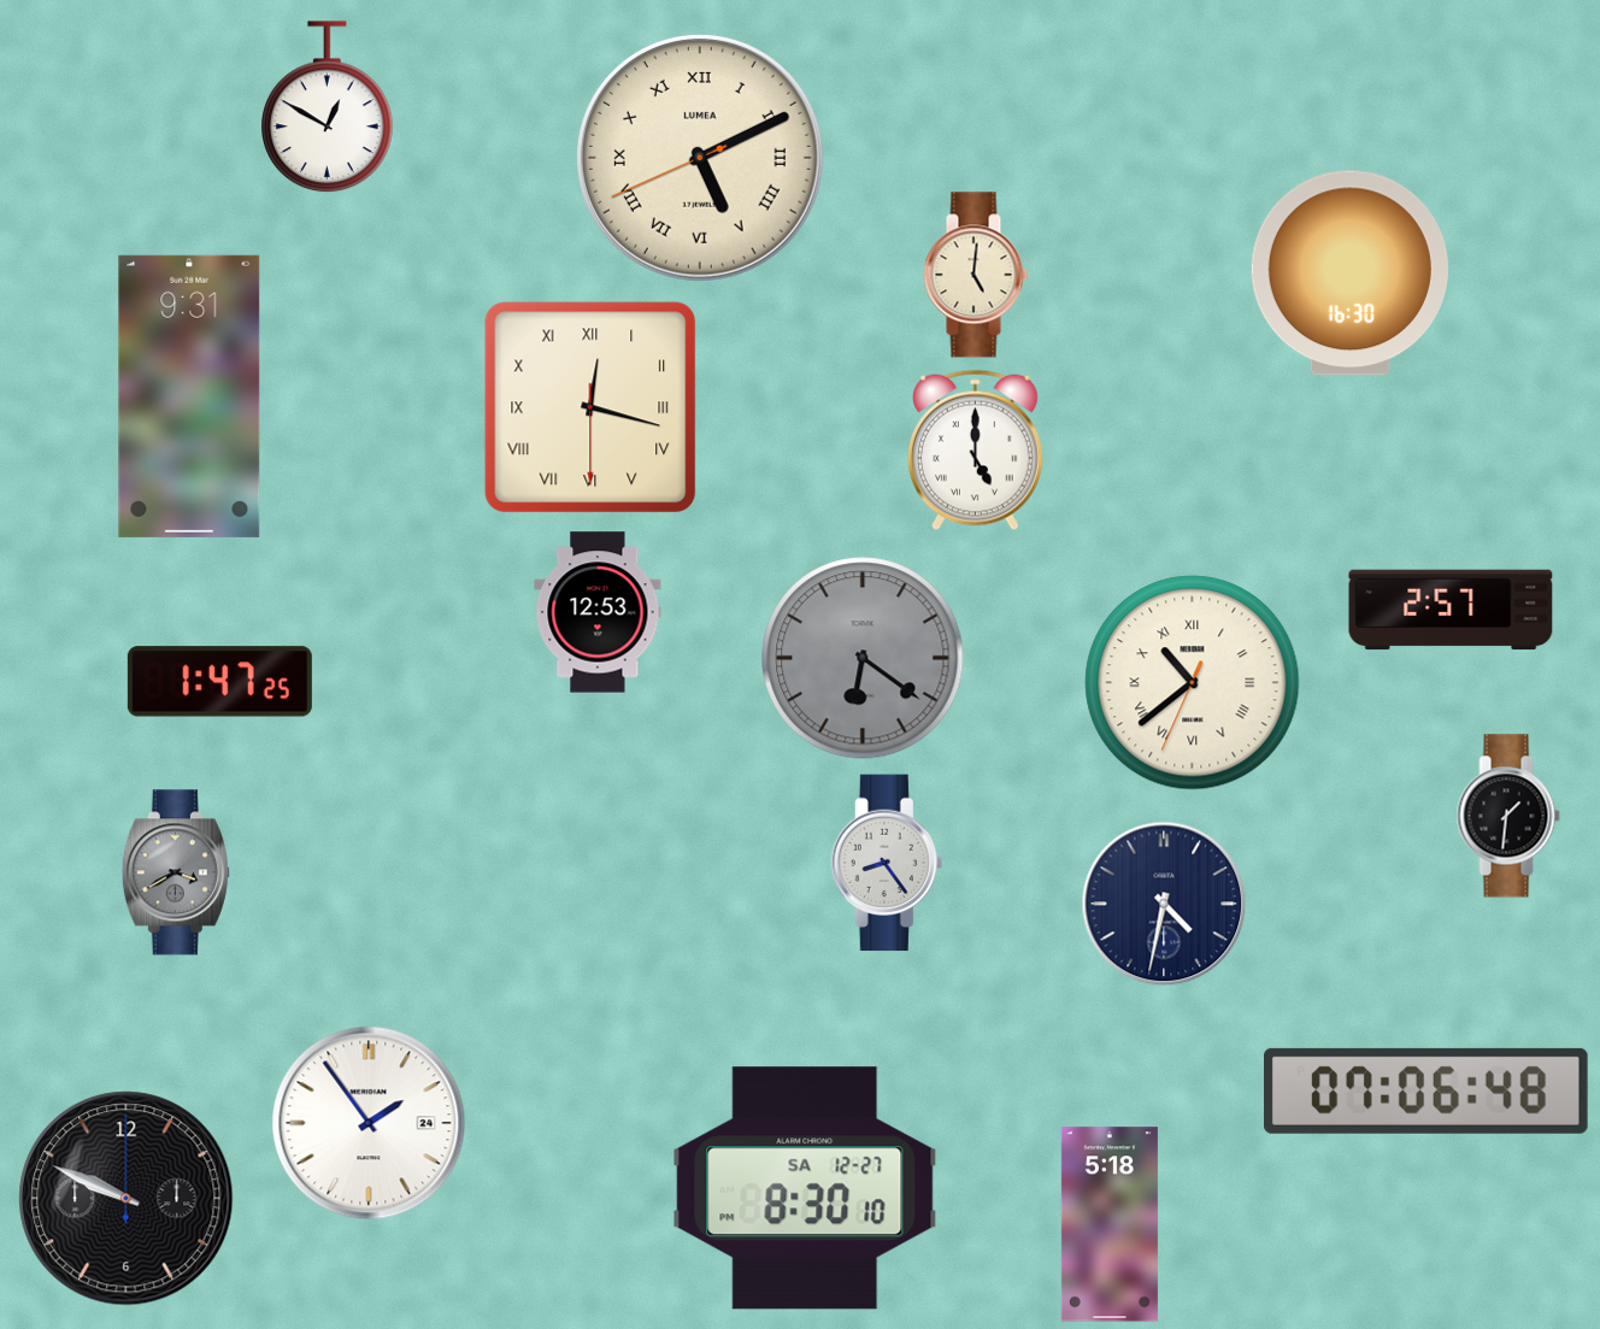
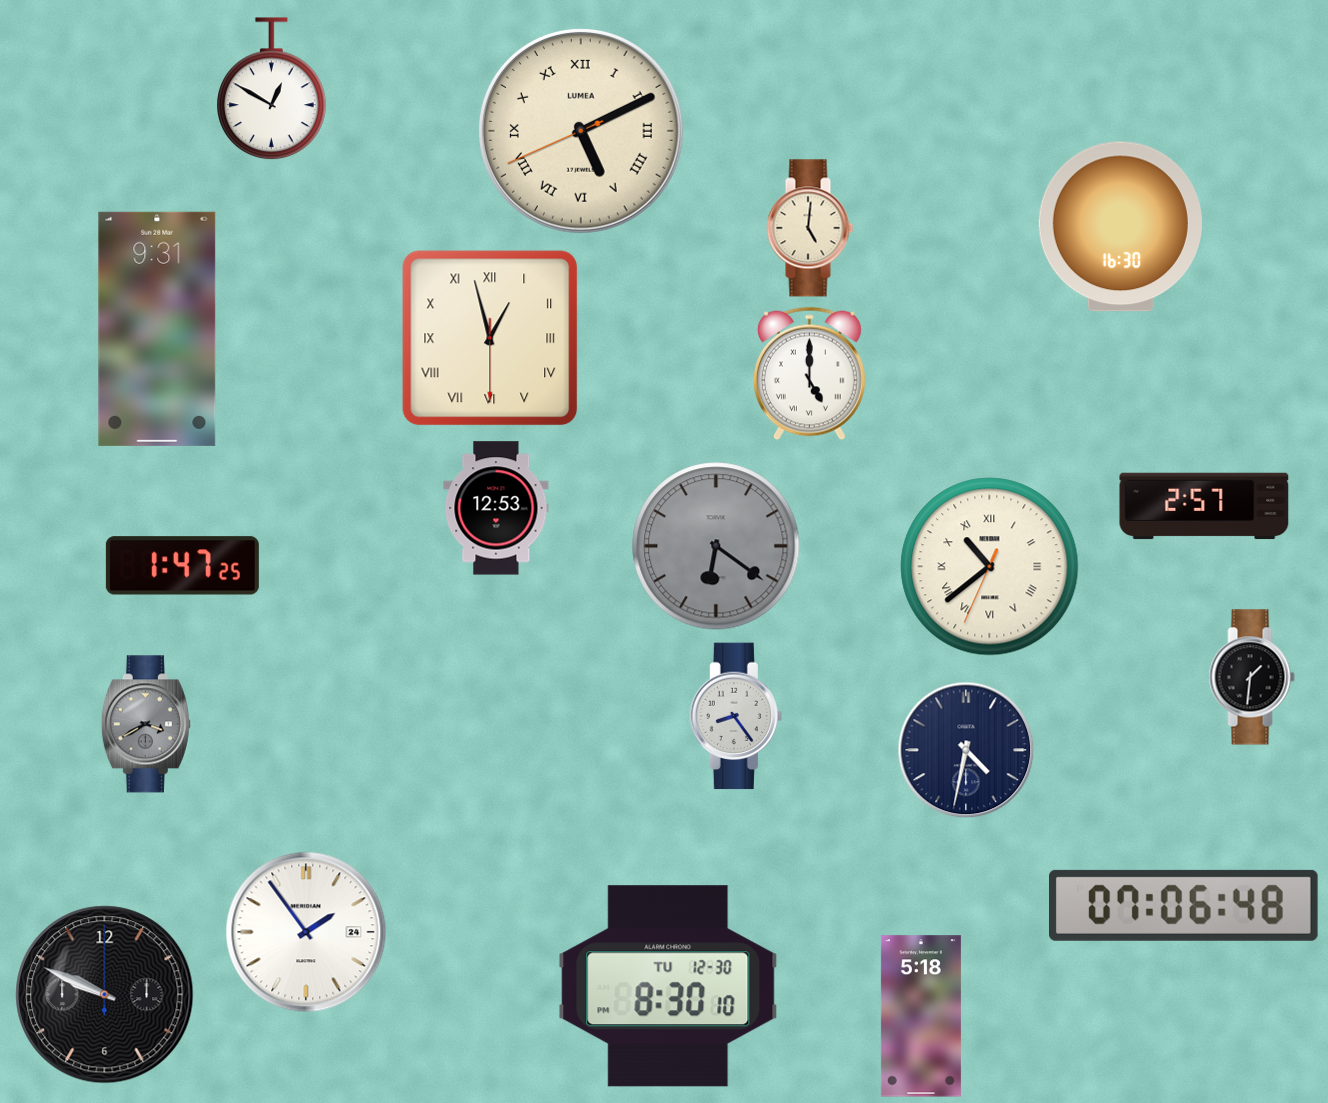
clock at (590, 407): 12:17 -> 12:57
clock at (805, 1188) date: SA 12-27 -> TU 12-30
